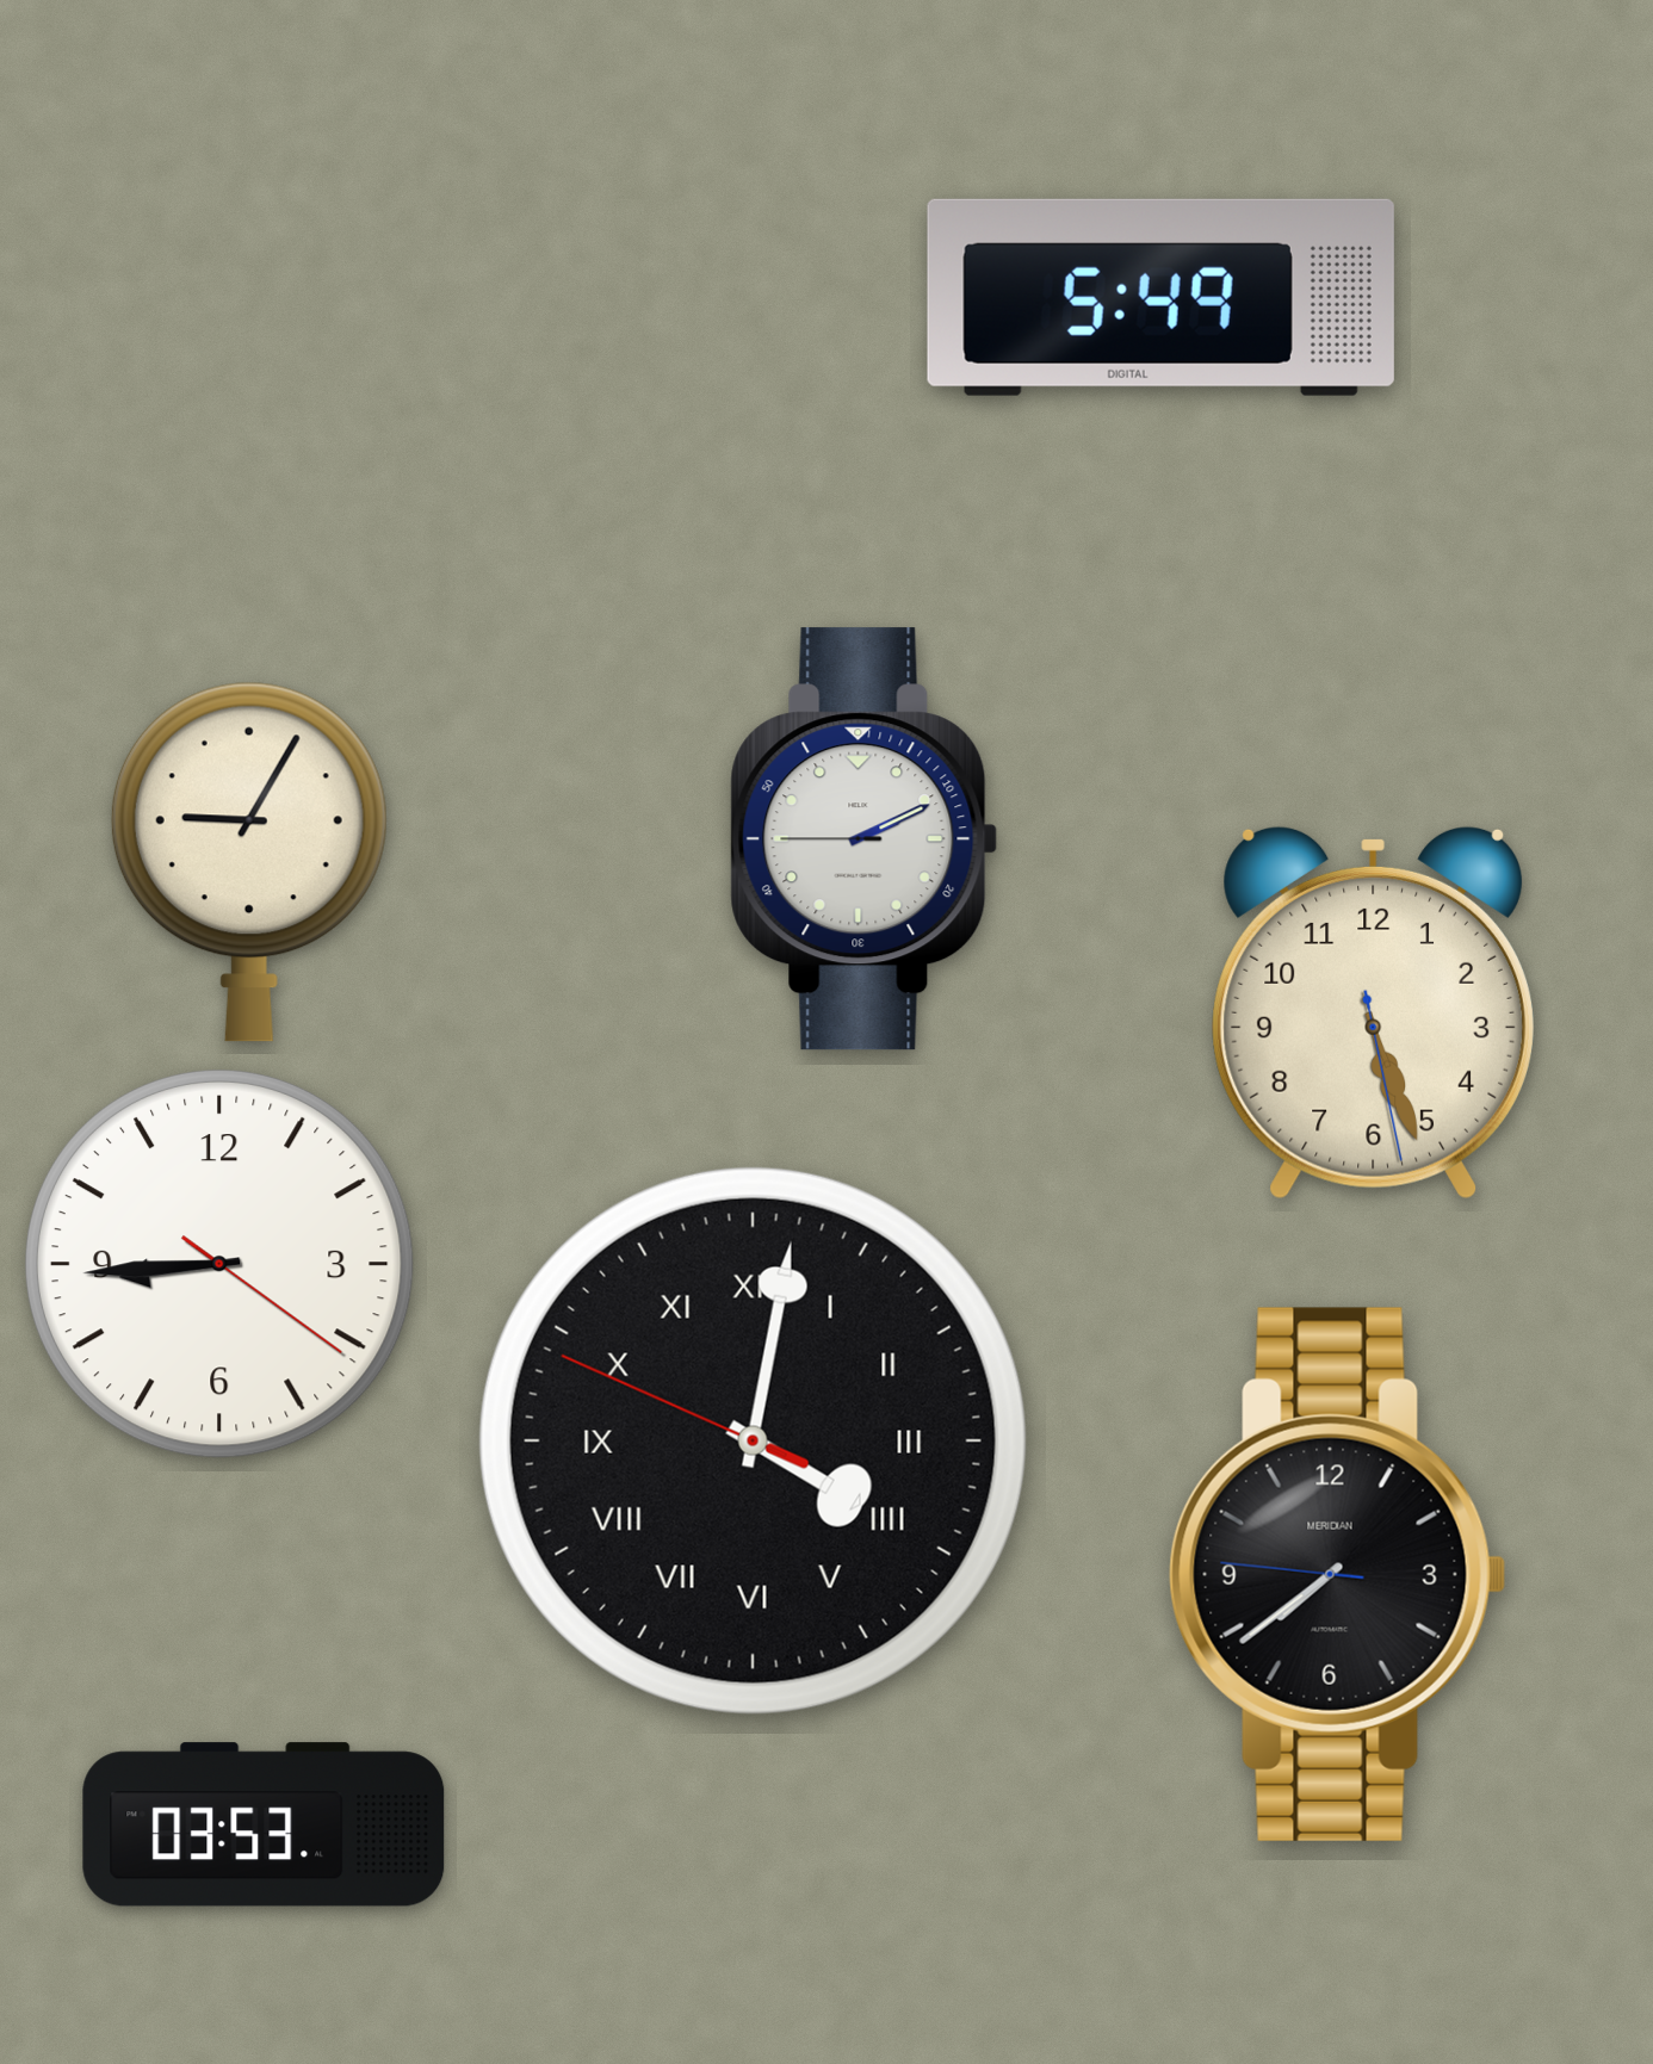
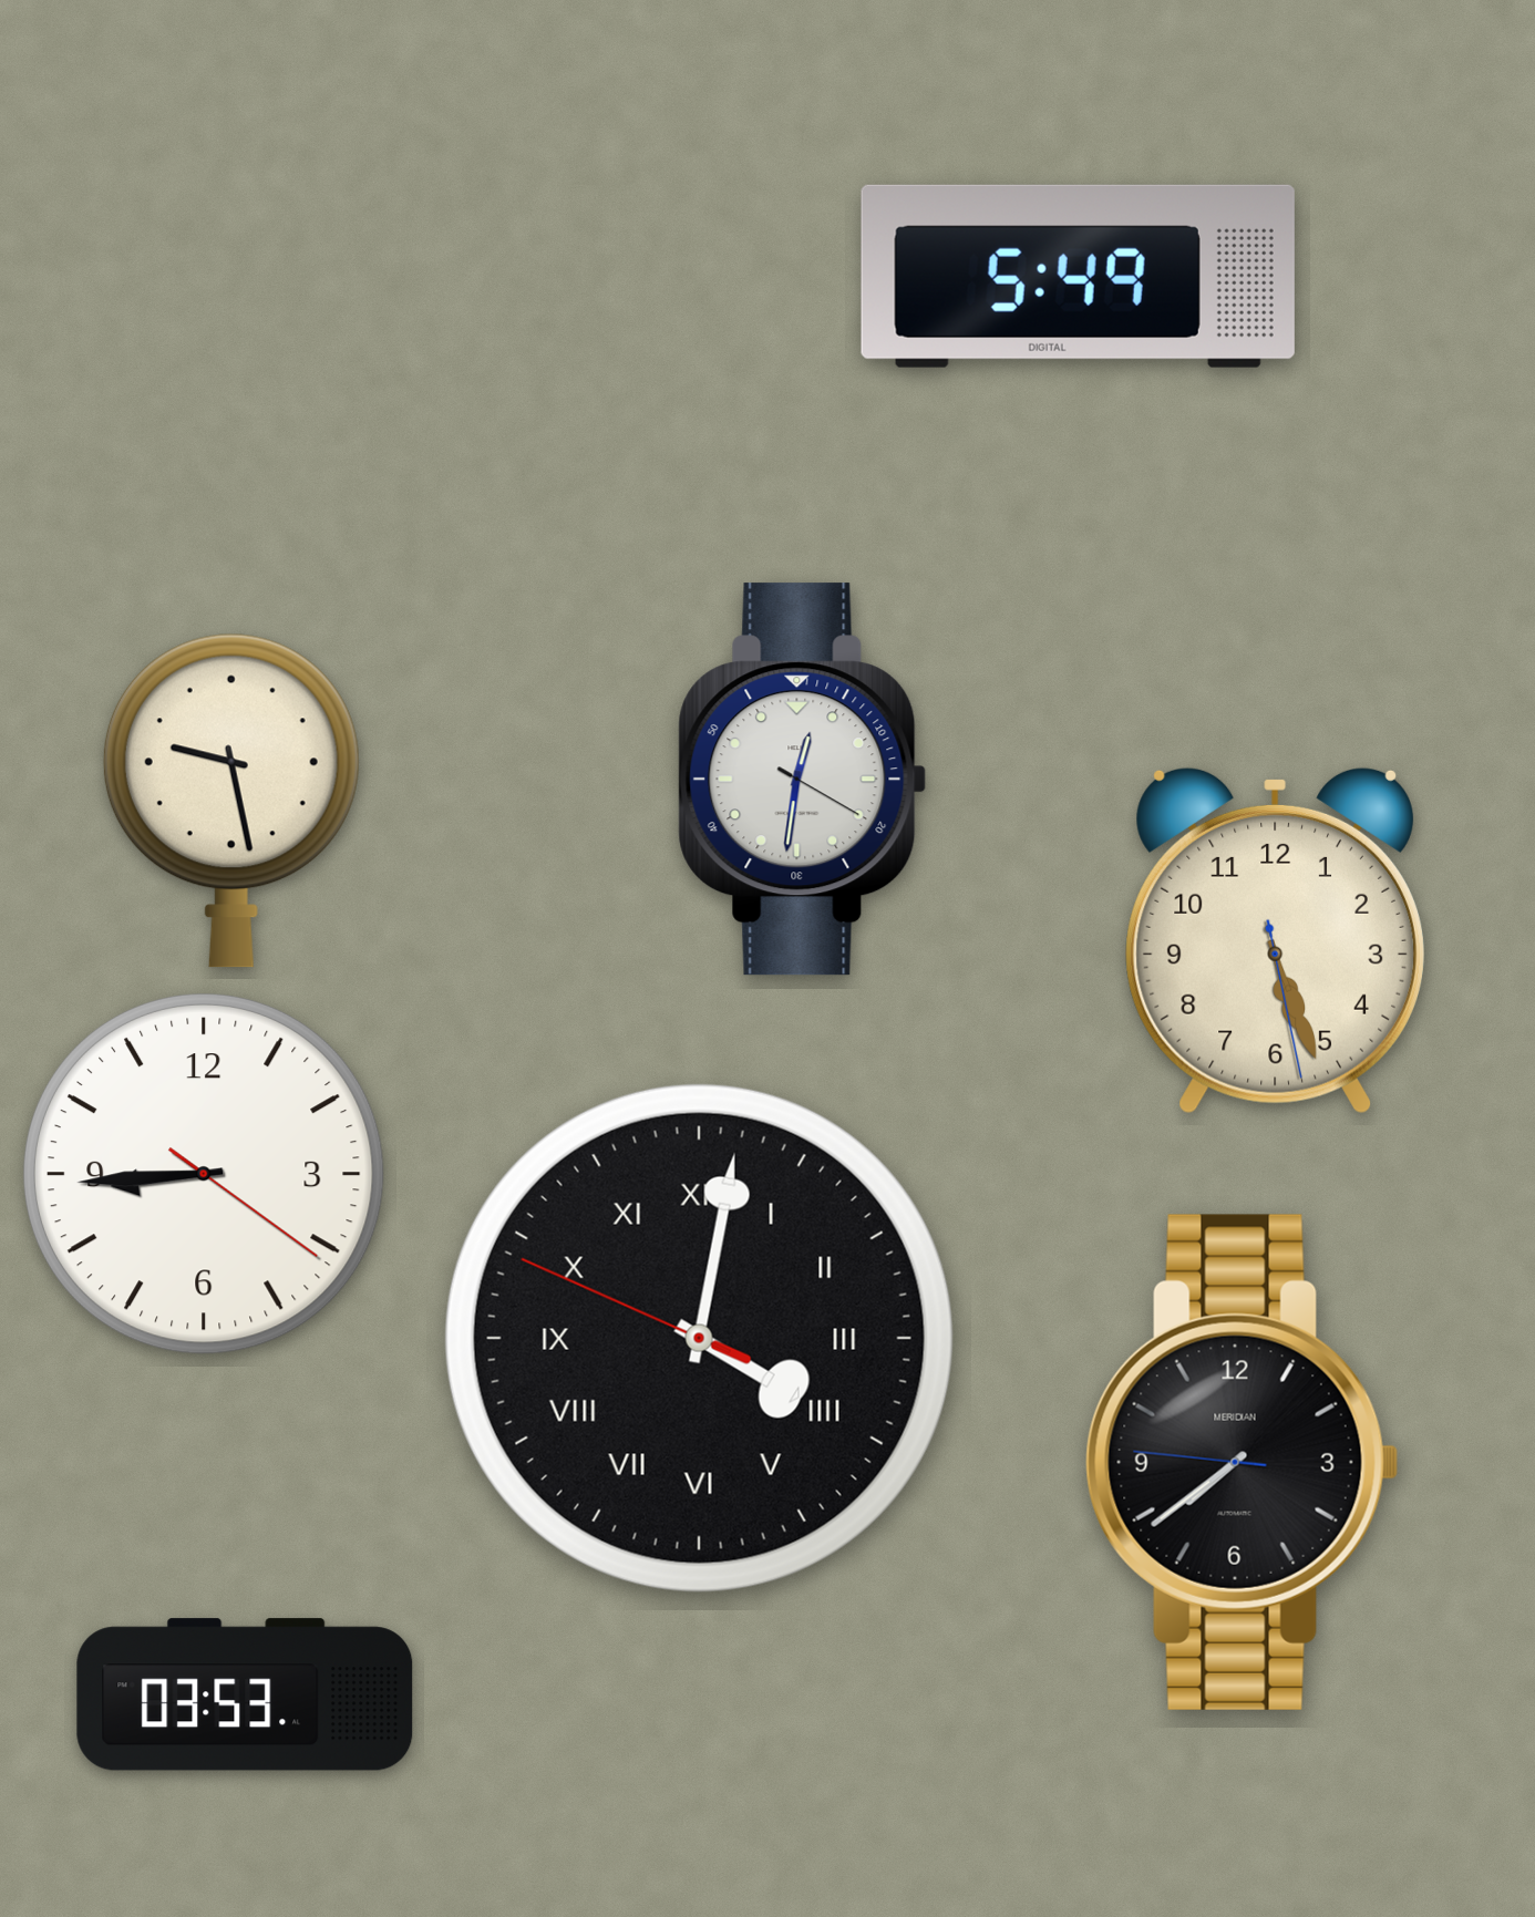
clock at (865, 839): 2:10 -> 12:31
clock at (249, 862): 9:05 -> 9:28
